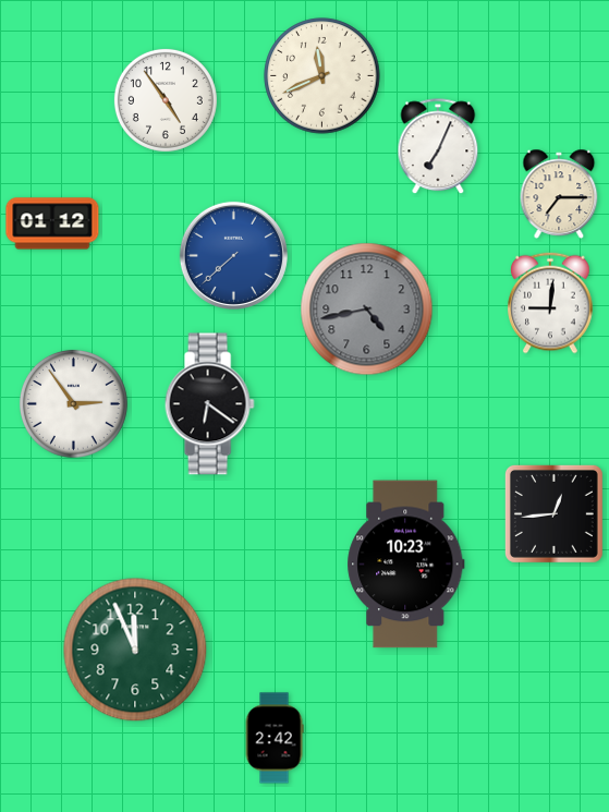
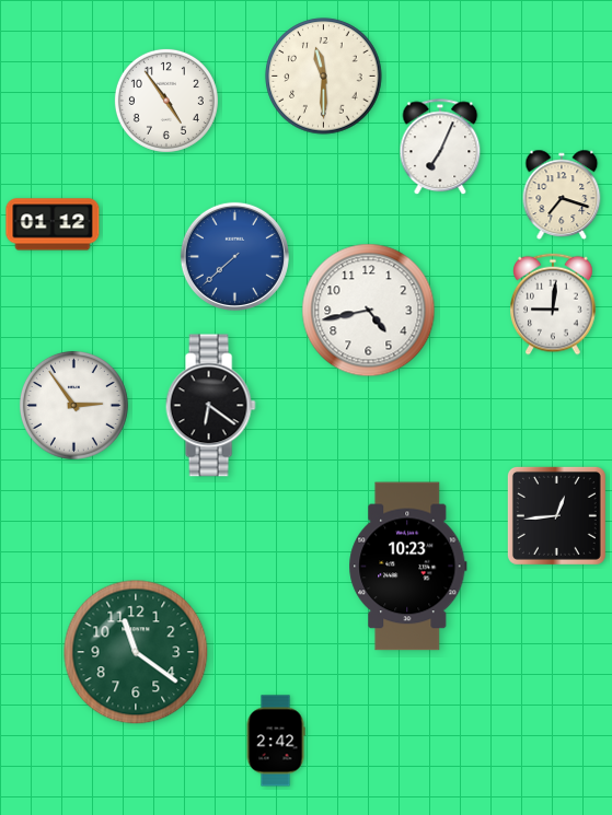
clock at (322, 76): 11:41 -> 11:30
clock at (559, 194): 7:15 -> 7:18
clock at (367, 310) dial: grey -> white
clock at (135, 650): 11:56 -> 11:21
